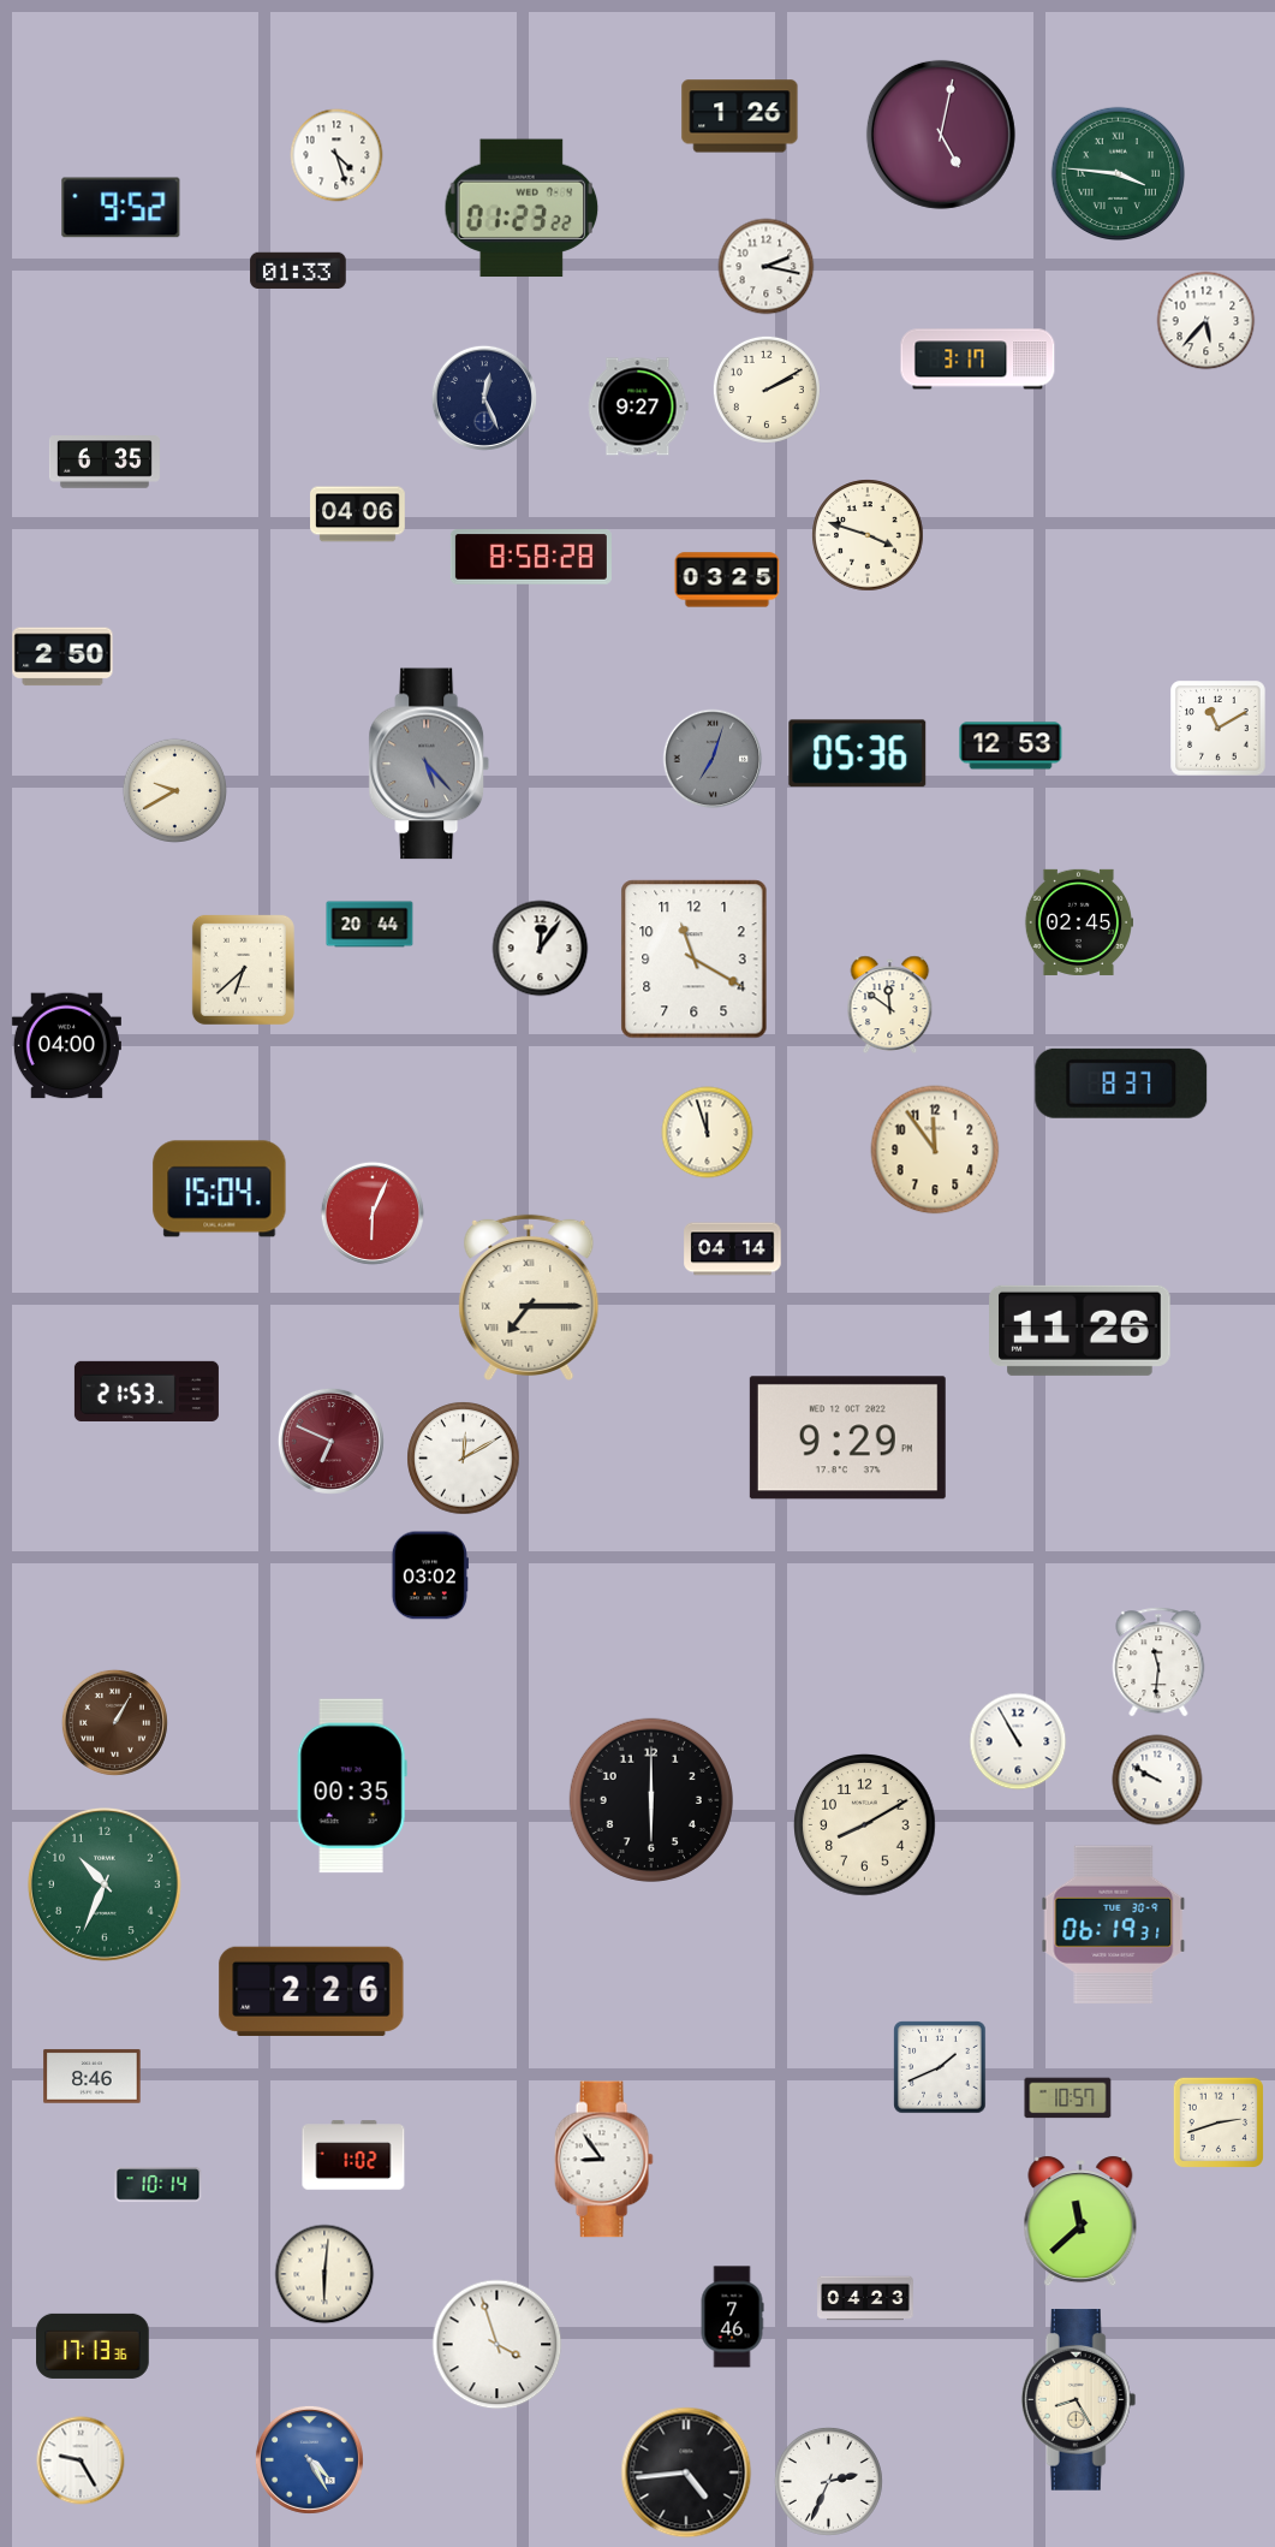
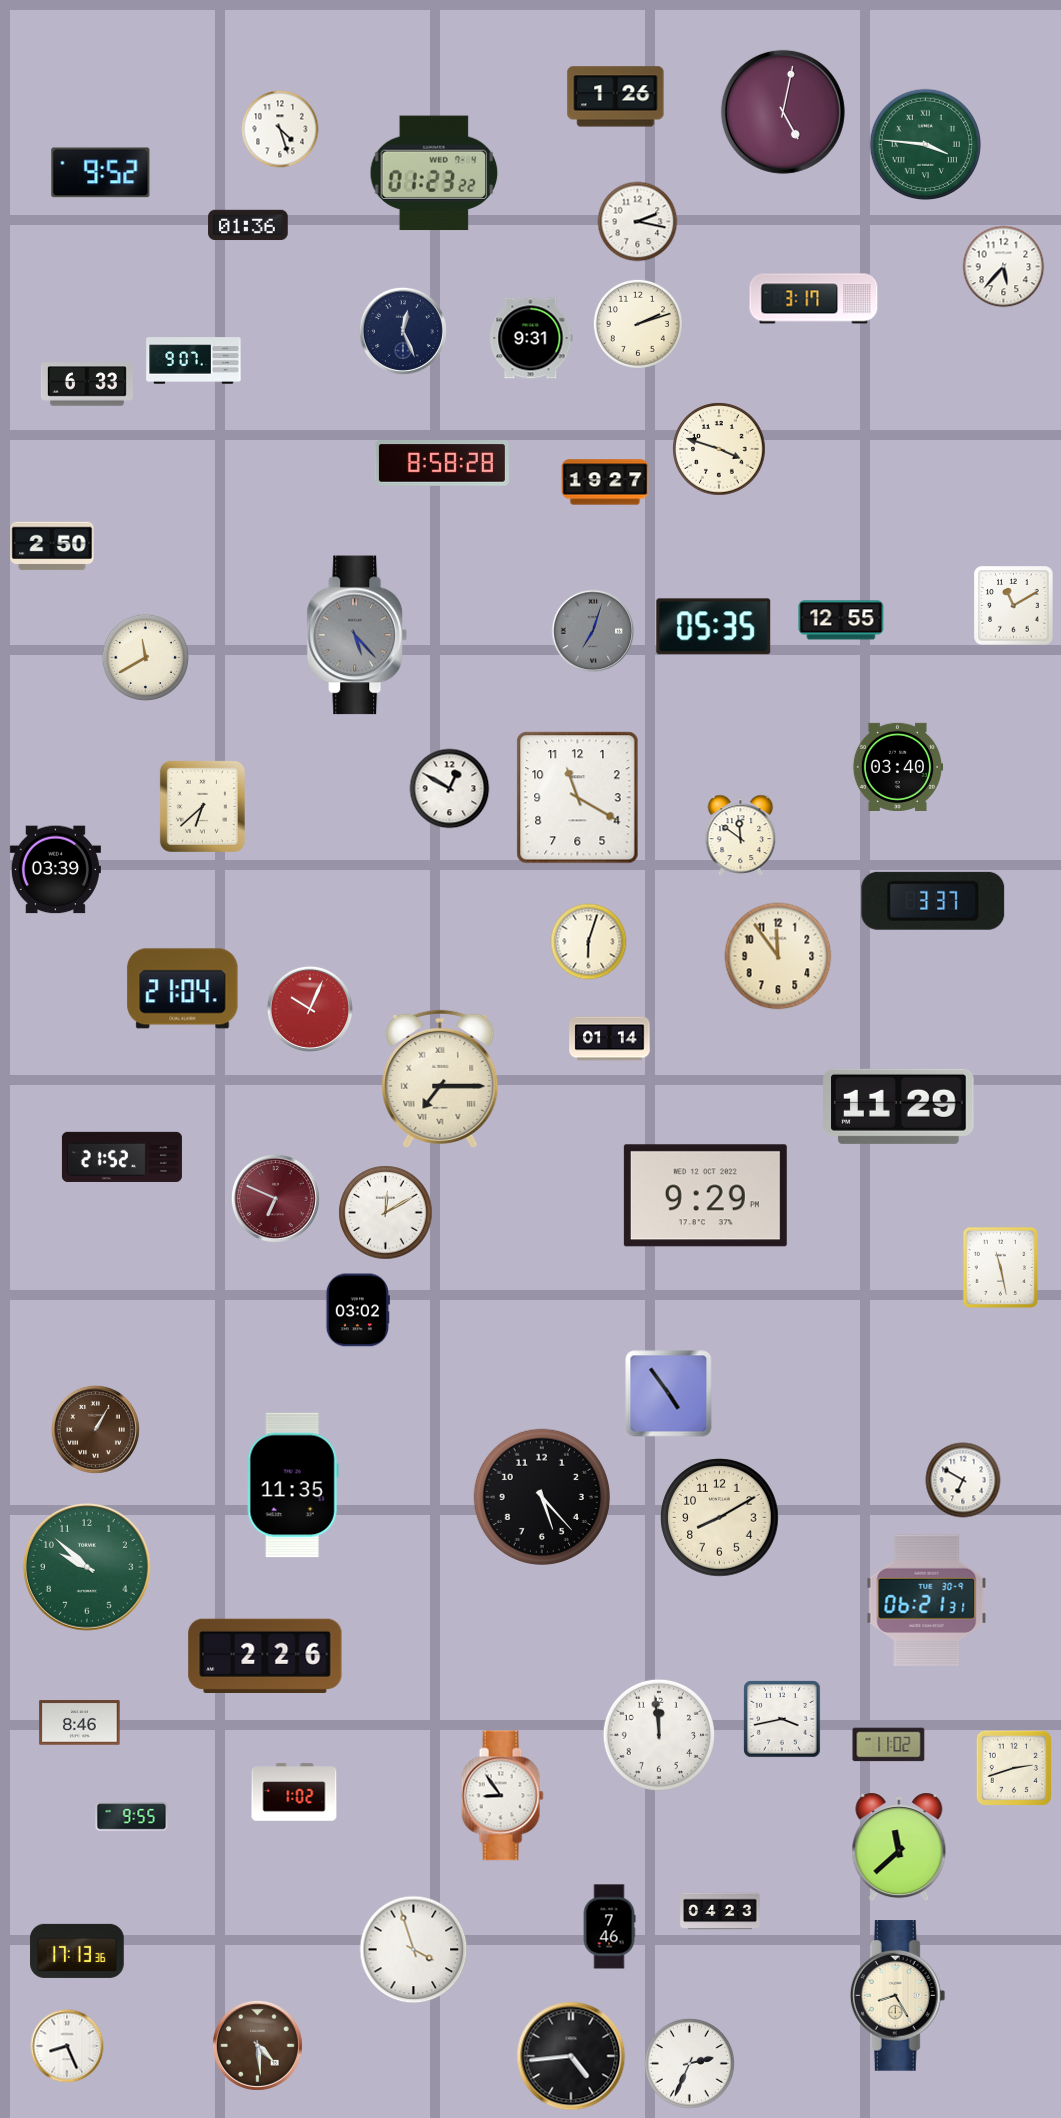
clock at (1118, 173) position: (1118, 173) -> (925, 144)
clock at (298, 271): 01:33 -> 01:36
clock at (767, 390): 2:10 -> 2:12
clock at (638, 406): 9:27 -> 9:31
clock at (194, 361): none -> 9:07
clock at (105, 462): 6:35 -> 6:33
clock at (358, 515): 04:06 -> none
clock at (868, 535) position: (868, 535) -> (719, 449)
clock at (727, 580): 03:25 -> 19:27
clock at (1011, 746): 12:53 -> 12:55
clock at (858, 754): 05:36 -> 05:35
clock at (174, 790): 9:40 -> 11:40
clock at (1078, 922): 02:45 -> 03:40
clock at (370, 925): 20:44 -> none
clock at (541, 949): 12:06 -> 12:50
clock at (66, 1046): 04:00 -> 03:39
clock at (1121, 1083): 8:37 -> 3:37
clock at (708, 1133): 11:57 -> 6:03
clock at (220, 1189): 15:04 -> 21:04
clock at (371, 1212): 6:04 -> 10:04
clock at (733, 1249): 04:14 -> 01:14
clock at (1080, 1330): 11:26 -> 11:29
clock at (147, 1391): 21:53 -> 21:52
clock at (1000, 1267): none -> 11:28
clock at (1158, 1662): 11:31 -> none
clock at (669, 1394): none -> 4:54
clock at (114, 1722) position: (114, 1722) -> (95, 1429)
clock at (1018, 1741): 10:55 -> none
clock at (1157, 1780): 9:50 -> 6:50
clock at (352, 1786): 00:35 -> 11:35
clock at (651, 1800): 6:00 -> 5:23
clock at (105, 1884): 10:34 -> 9:52
clock at (1114, 1925): 06:19 -> 06:21
clock at (311, 1991) position: (311, 1991) -> (265, 1656)
clock at (940, 2067): 1:41 -> 3:43
clock at (93, 2077) position: (93, 2077) -> (80, 1723)
clock at (659, 1735): none -> 11:59
clock at (1068, 2098): 10:57 -> 11:02
clock at (1217, 2121) position: (1217, 2121) -> (1013, 1767)
clock at (159, 2185): 10:14 -> 9:55
clock at (324, 2274): 6:01 -> none
clock at (309, 2459): 4:25 -> 4:29
clock at (309, 2459) dial: blue -> brown
clock at (81, 2460): 9:25 -> 8:26
